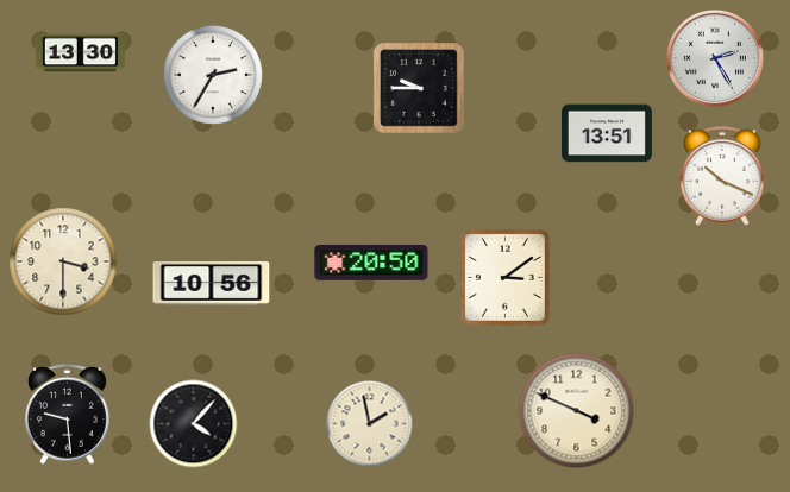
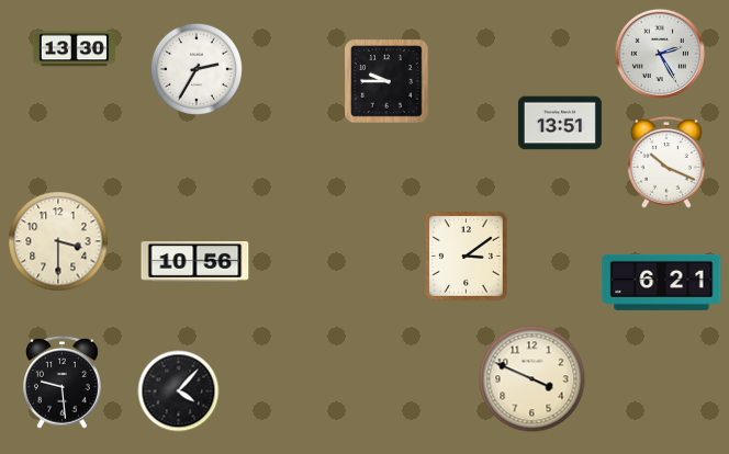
clock at (371, 263): 20:50 -> none
clock at (662, 282): none -> 6:21
clock at (370, 424): 1:58 -> none
